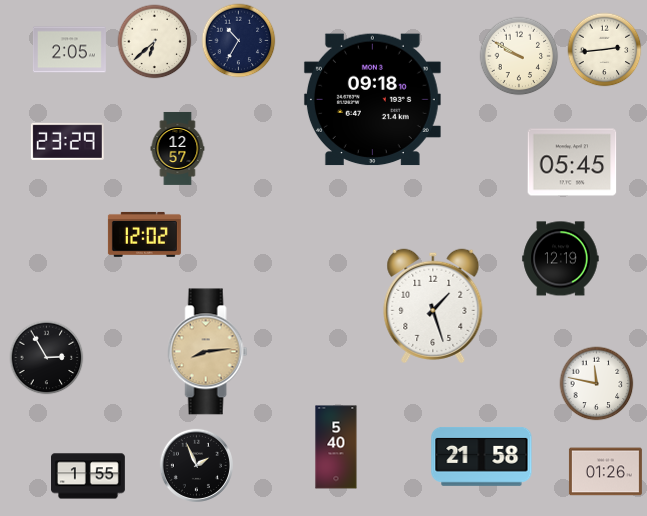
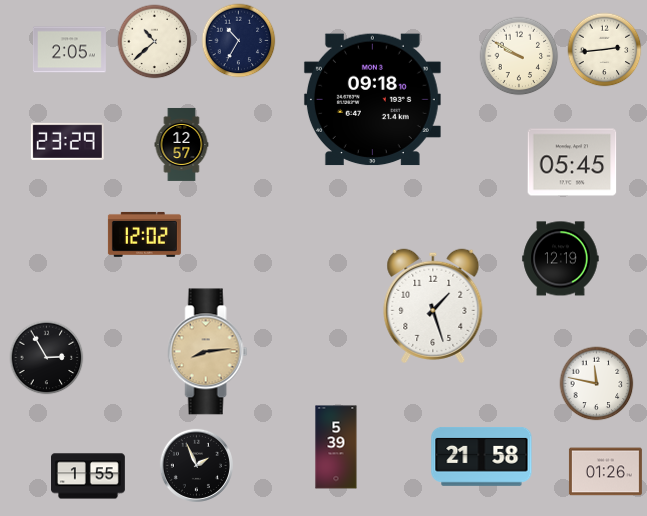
clock at (155, 42): 6:38 -> 10:38
clock at (178, 148) position: (178, 148) -> (182, 144)
clock at (336, 447): 5:40 -> 5:39
